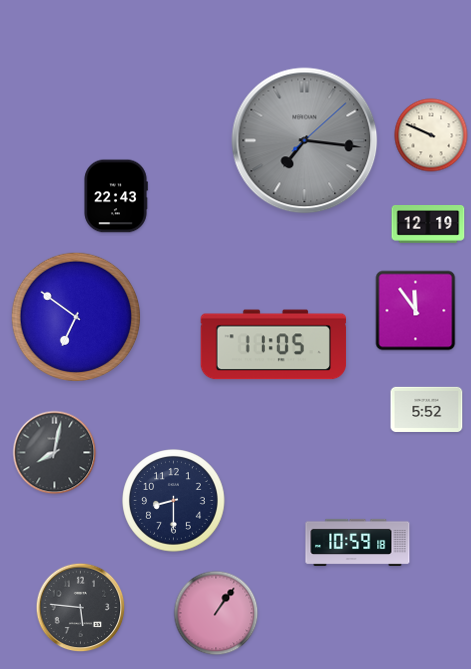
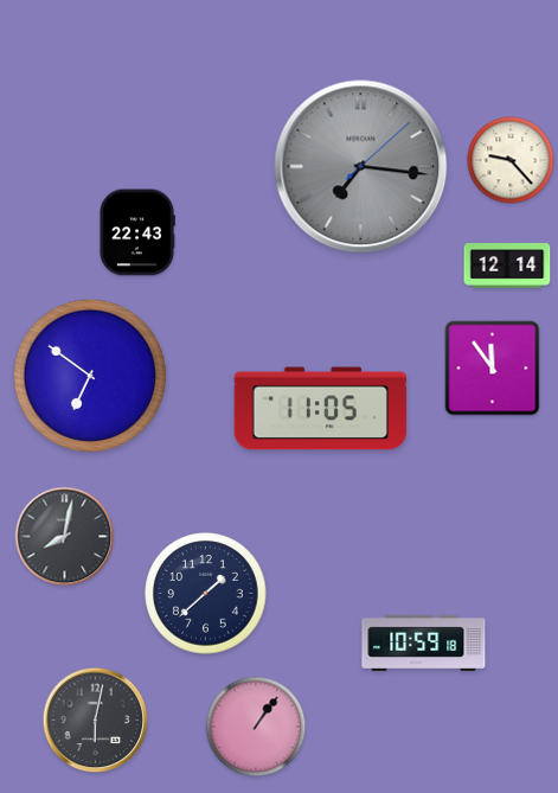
clock at (431, 135): 9:49 -> 9:23
clock at (428, 224): 12:19 -> 12:14
clock at (274, 345) position: (274, 345) -> (321, 409)
clock at (427, 409): 5:52 -> none
clock at (174, 501): 8:30 -> 1:38
clock at (81, 608): 5:46 -> 6:02
